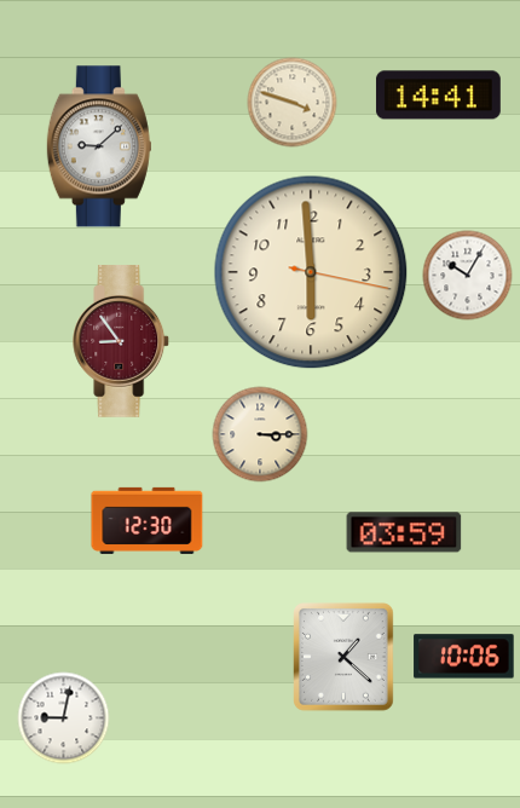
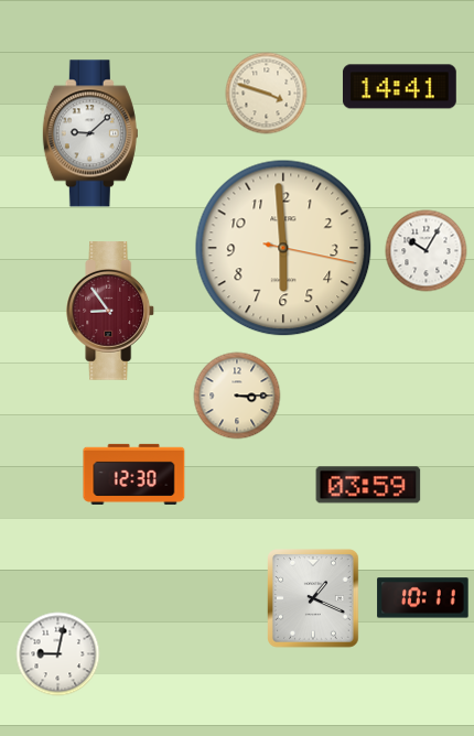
clock at (464, 657): 10:06 -> 10:11
clock at (345, 658): 1:22 -> 1:19
